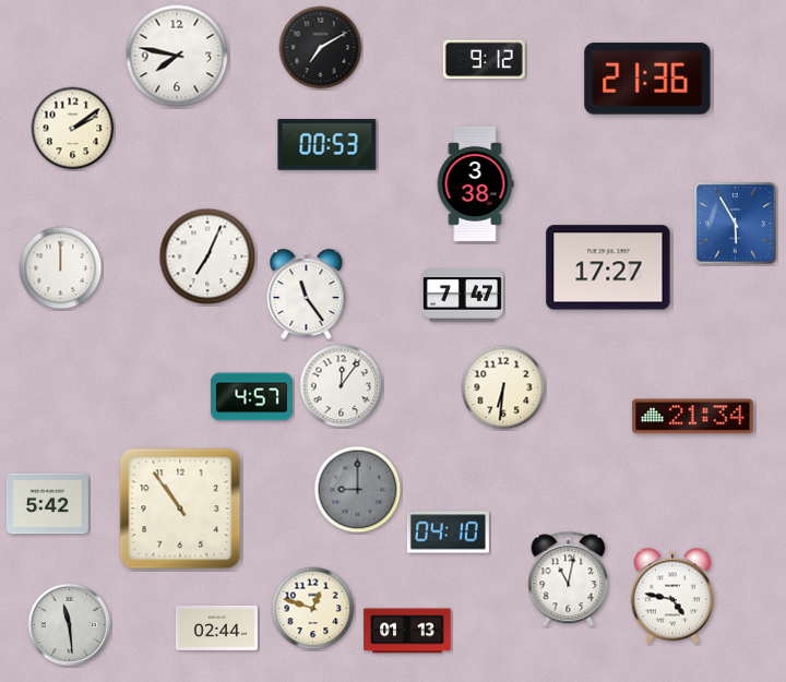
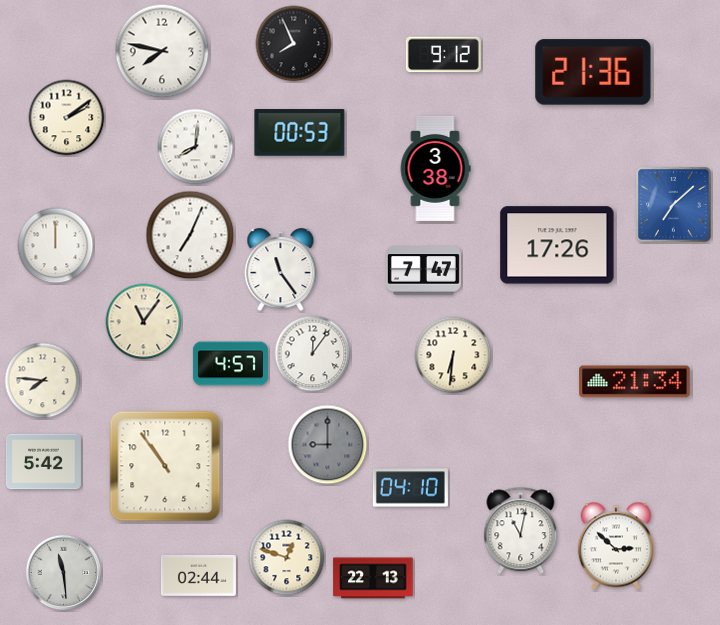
clock at (321, 48): 7:10 -> 7:56
clock at (196, 147): none -> 8:01
clock at (736, 224): 5:55 -> 7:08
clock at (608, 267): 17:27 -> 17:26
clock at (144, 322): none -> 11:06
clock at (503, 387) position: (503, 387) -> (453, 355)
clock at (43, 381): none -> 7:46
clock at (358, 490) position: (358, 490) -> (328, 445)
clock at (672, 596): 4:47 -> 2:52
clock at (407, 631): 01:13 -> 22:13
